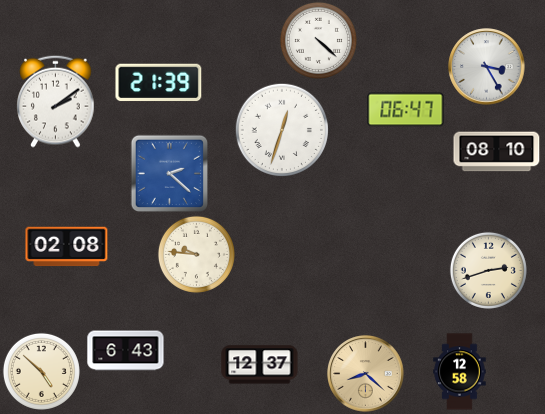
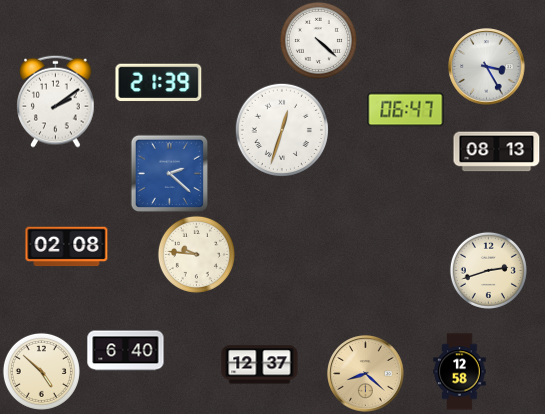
clock at (497, 152): 08:10 -> 08:13
clock at (126, 351): 6:43 -> 6:40
